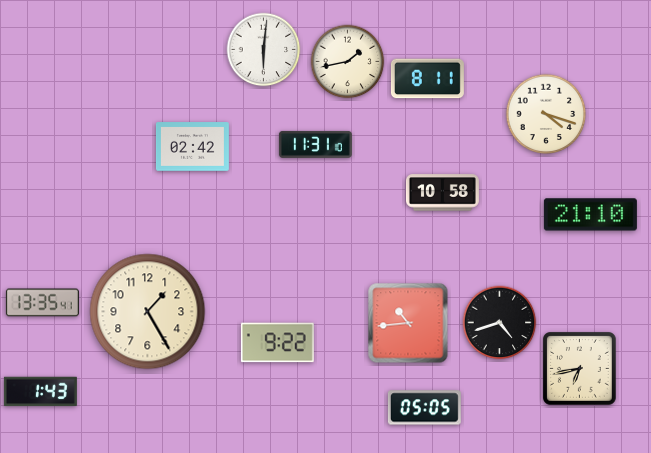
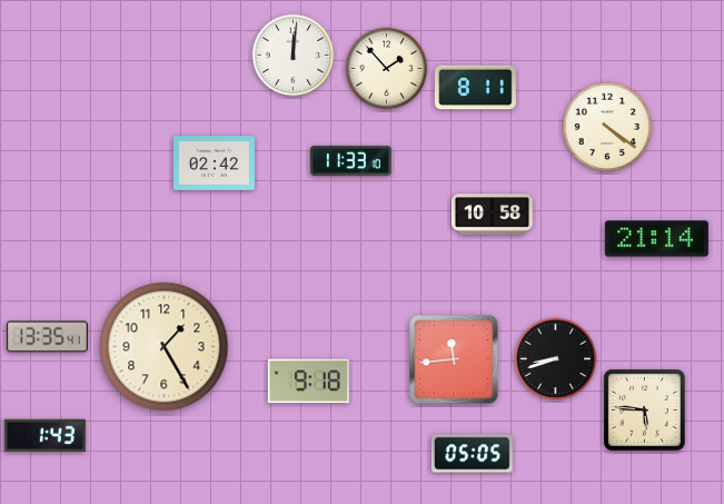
clock at (264, 50): 6:01 -> 12:01
clock at (348, 62): 1:43 -> 1:53
clock at (546, 114): 4:18 -> 4:21
clock at (315, 144): 11:31 -> 11:33
clock at (590, 215): 21:10 -> 21:14
clock at (408, 323): 10:44 -> 11:44
clock at (500, 323): 4:42 -> 8:42
clock at (277, 343): 9:22 -> 9:18
clock at (580, 369): 6:43 -> 5:46
